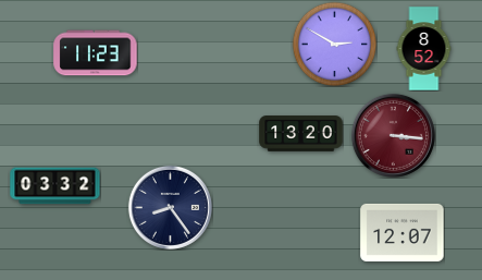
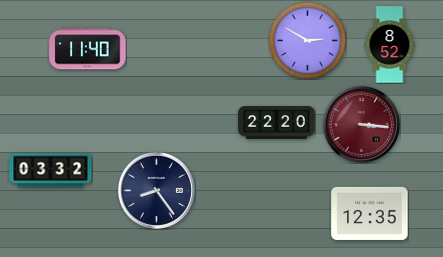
clock at (96, 53): 11:23 -> 11:40
clock at (301, 134): 13:20 -> 22:20
clock at (403, 232): 12:07 -> 12:35
